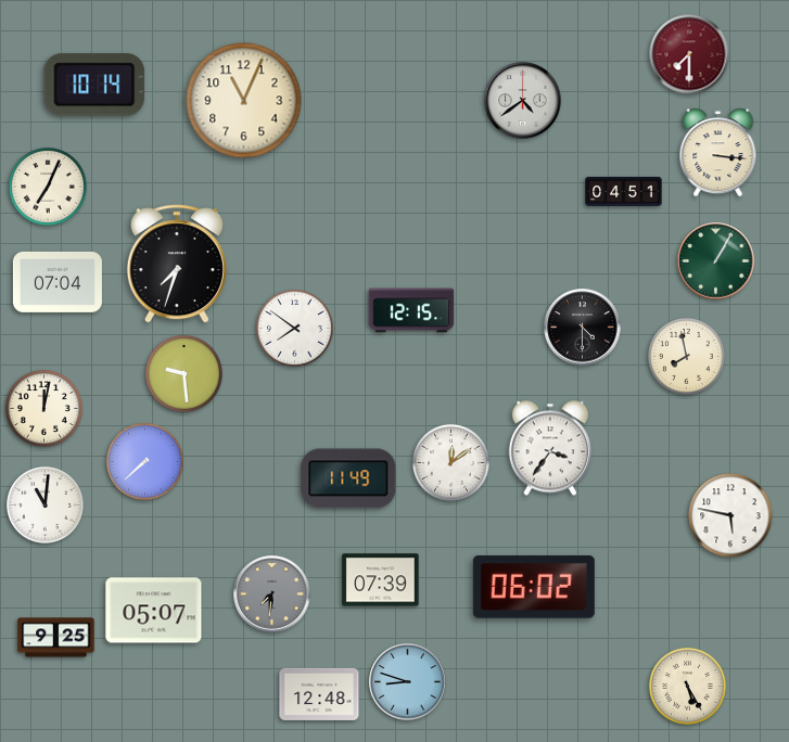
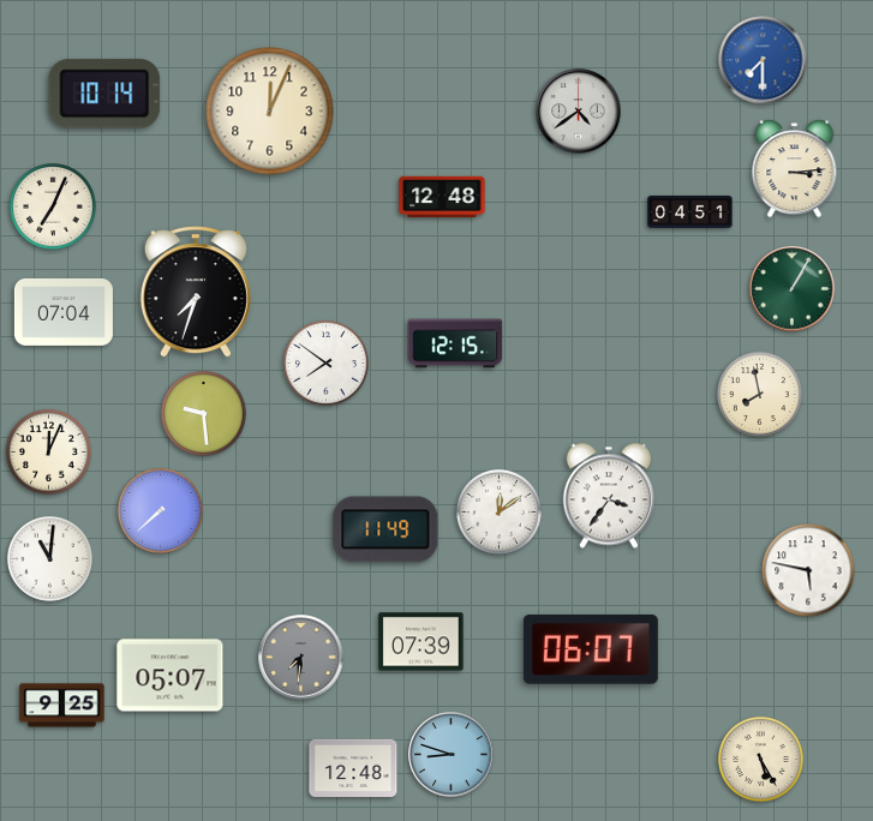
clock at (689, 54) dial: burgundy -> blue
clock at (244, 101): 11:04 -> 12:04
clock at (718, 153): 3:16 -> 3:14
clock at (442, 197): none -> 12:48
clock at (583, 328): 4:30 -> none
clock at (43, 408): 12:02 -> 12:04
clock at (534, 587): 06:02 -> 06:07
